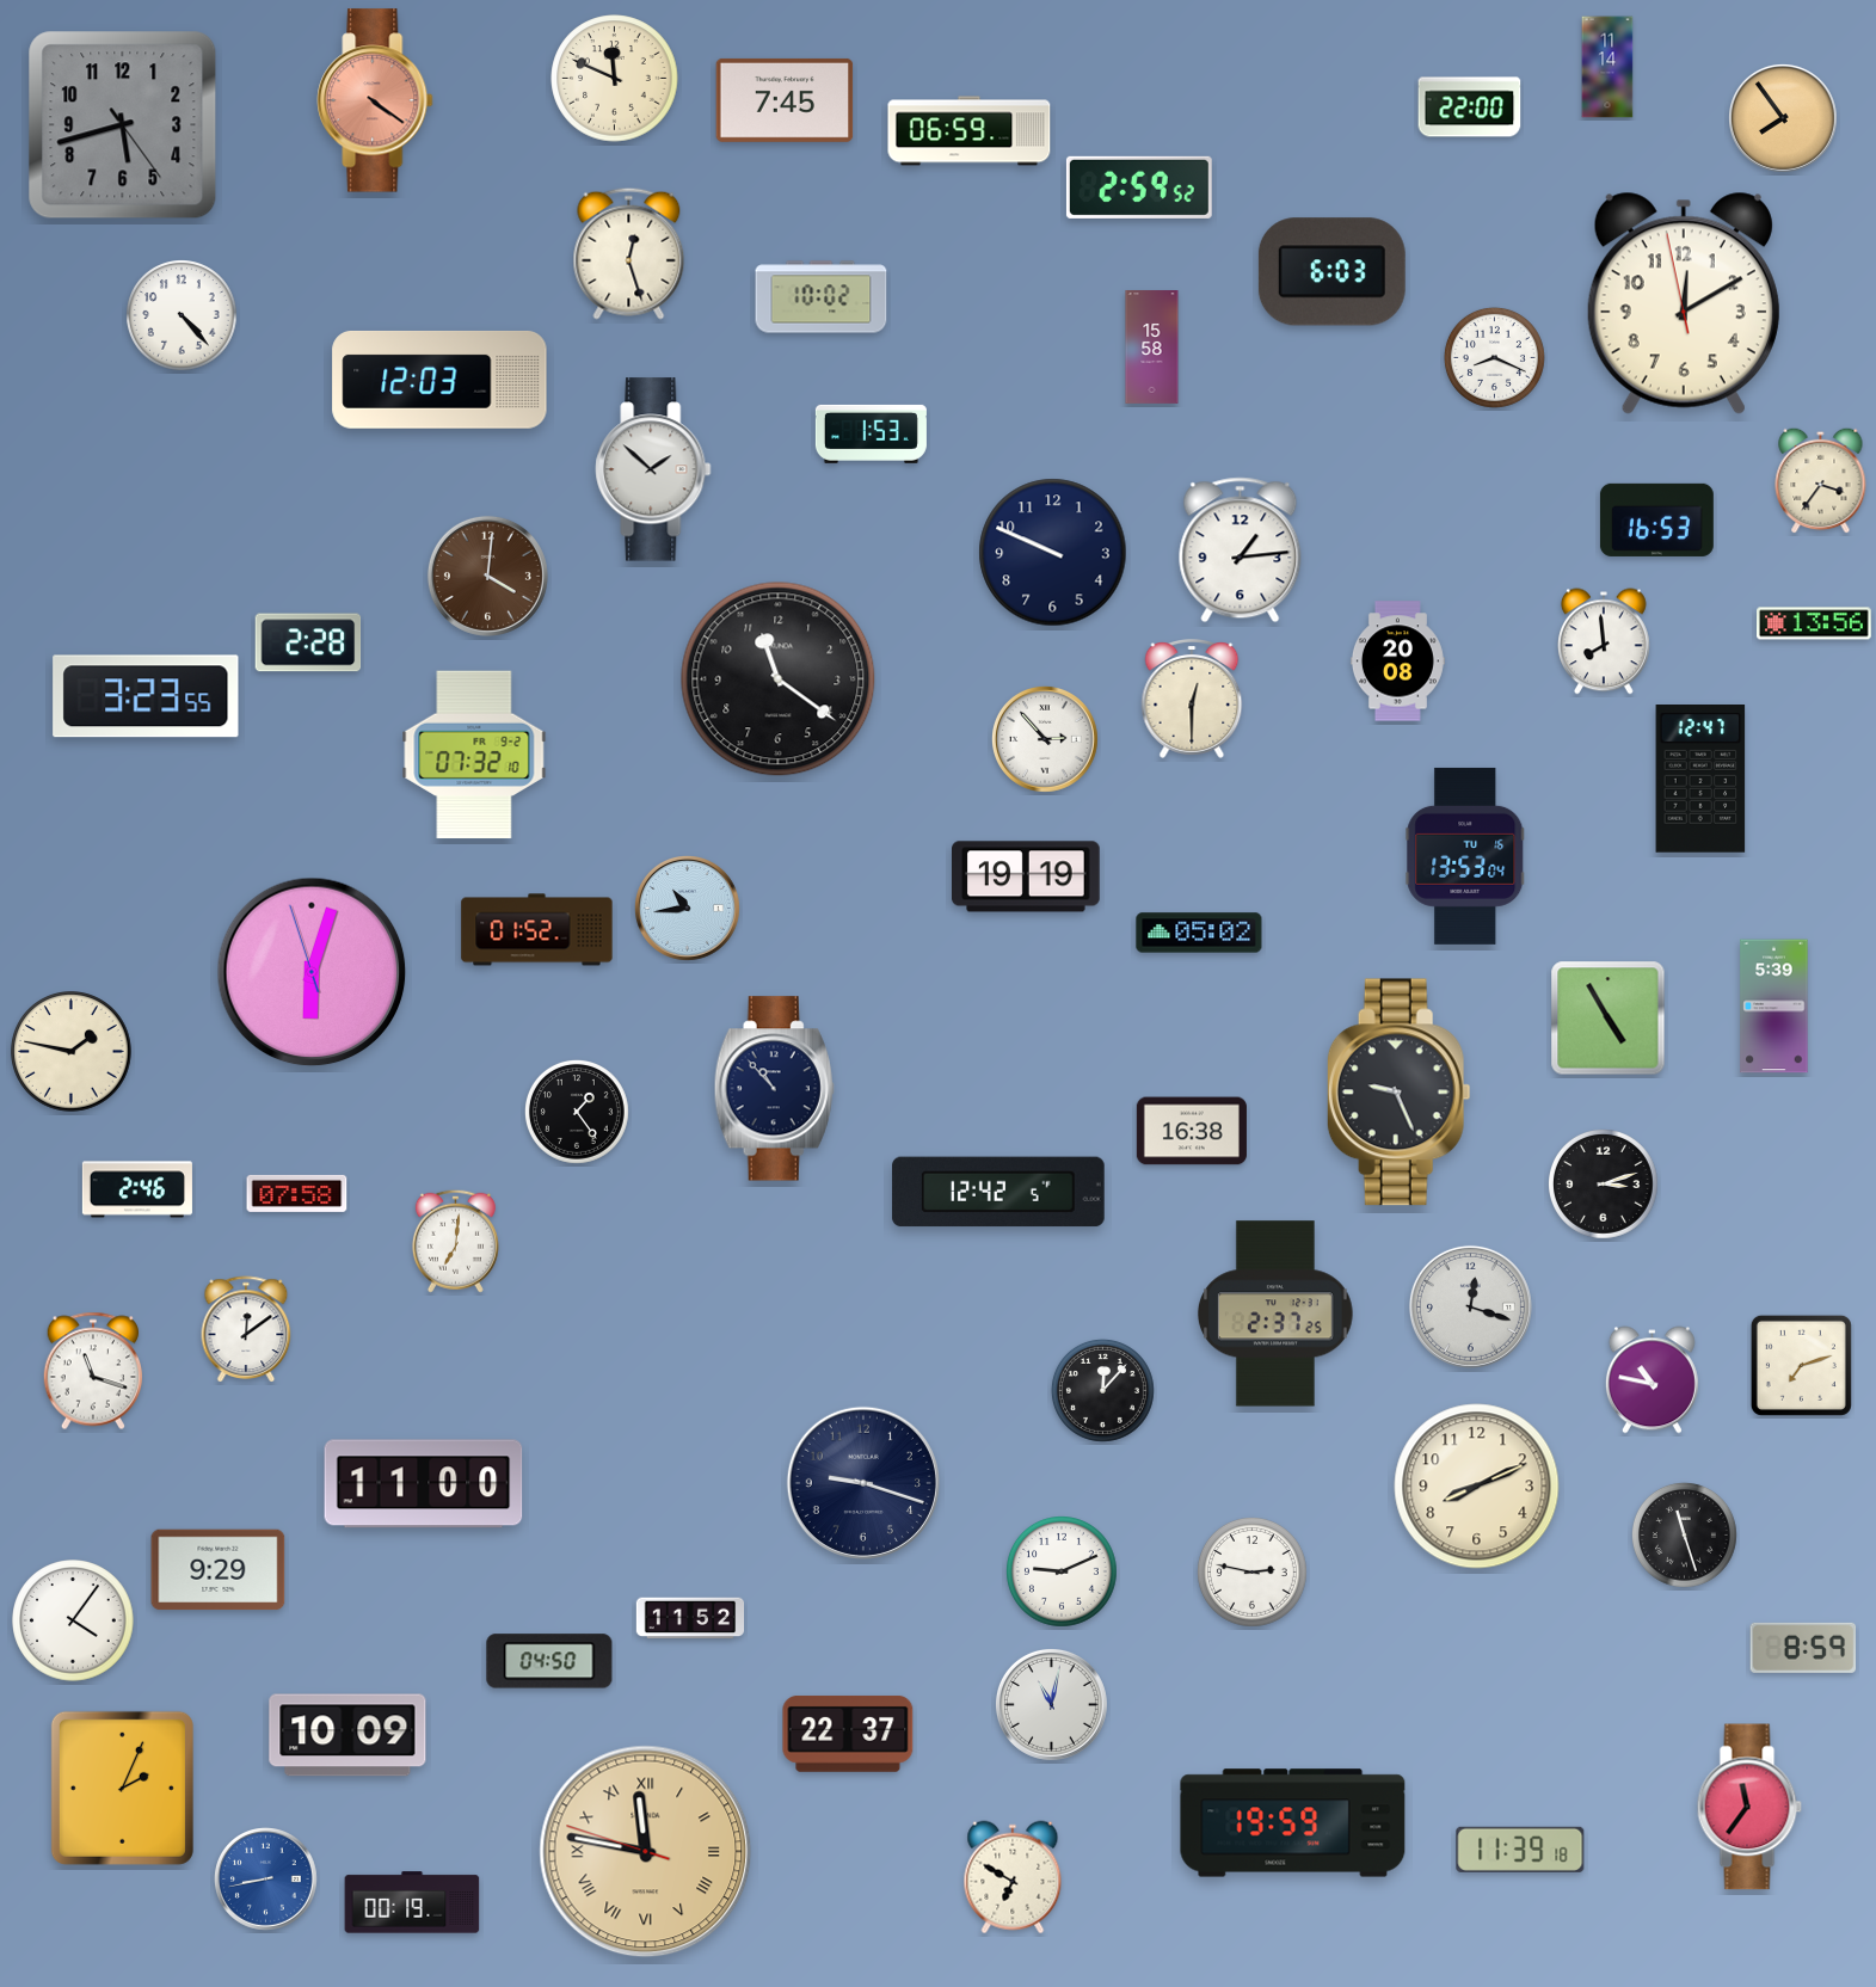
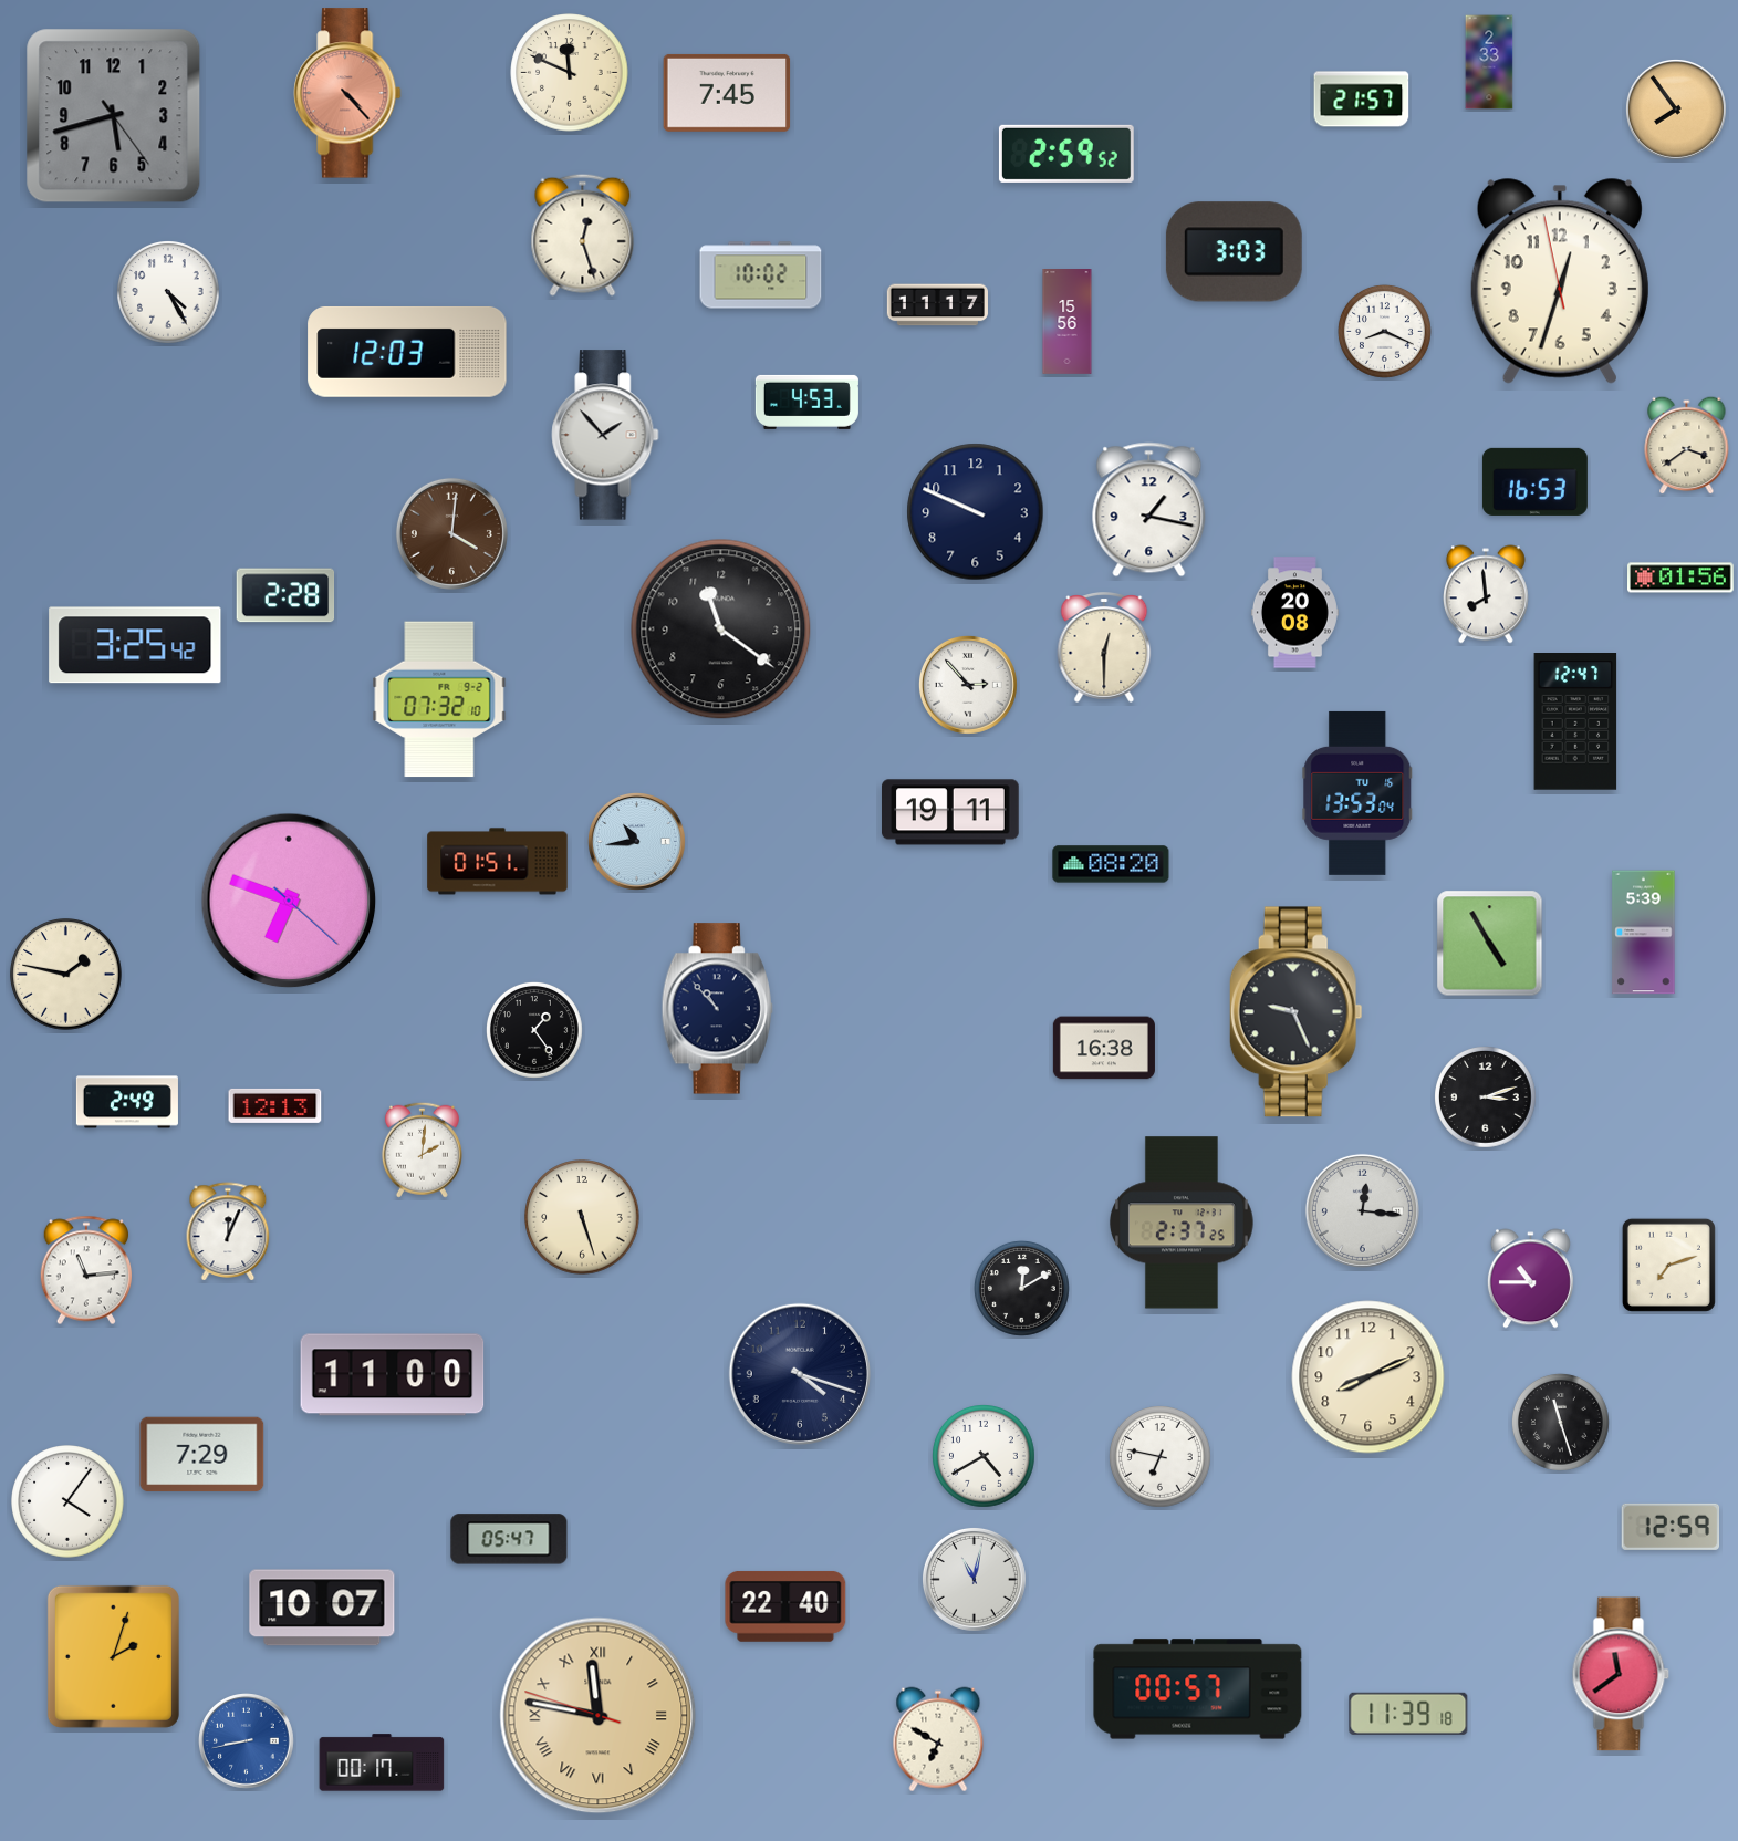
clock at (1607, 67): 11:14 -> 2:33
clock at (375, 100): 4:21 -> 4:23
clock at (1470, 107): 22:00 -> 21:57
clock at (1783, 118) position: (1783, 118) -> (1676, 110)
clock at (970, 131): 06:59 -> none
clock at (1139, 187) position: (1139, 187) -> (1066, 154)
clock at (1331, 272): 6:03 -> 3:03
clock at (1684, 303): 12:09 -> 12:32
clock at (183, 316): 4:23 -> 4:25
clock at (937, 305): none -> 11:17
clock at (1152, 347): 15:58 -> 15:56
clock at (871, 433): 1:53 -> 4:53
clock at (653, 469): 1:52 -> 1:53
clock at (1821, 480): 3:36 -> 3:39
clock at (1241, 550): 1:14 -> 1:17
clock at (1815, 623): 13:56 -> 01:56
clock at (146, 696): 3:23 -> 3:25
clock at (1026, 876): 19:19 -> 19:11
clock at (537, 930): 01:52 -> 01:51
clock at (1199, 933): 05:02 -> 08:20
clock at (312, 972): 6:02 -> 6:48
clock at (137, 1189): 2:46 -> 2:49
clock at (998, 1192): 12:42 -> none
clock at (297, 1193): 07:58 -> 12:13
clock at (455, 1241): 7:01 -> 2:01
clock at (1470, 1306): 12:18 -> 12:16
clock at (582, 1217): none -> 5:27
clock at (1275, 1314) position: (1275, 1314) -> (1182, 1223)
clock at (246, 1329): 12:09 -> 12:04
clock at (92, 1371): 11:18 -> 11:14
clock at (1652, 1380): 10:47 -> 10:45
clock at (1102, 1390): 12:07 -> 12:10
clock at (863, 1483): 9:18 -> 4:18
clock at (219, 1570): 9:29 -> 7:29
clock at (1063, 1573): 9:11 -> 4:40
clock at (1253, 1573): 2:47 -> 6:47
clock at (690, 1618): 11:52 -> none
clock at (1803, 1648): 8:59 -> 12:59
clock at (549, 1661): 04:50 -> 05:47
clock at (848, 1734): 22:37 -> 22:40
clock at (347, 1735): 10:09 -> 10:07
clock at (122, 1788): 2:04 -> 2:03
clock at (1749, 1807): 11:36 -> 11:39
clock at (1293, 1823): 19:59 -> 00:57
clock at (412, 1902): 00:19 -> 00:17
